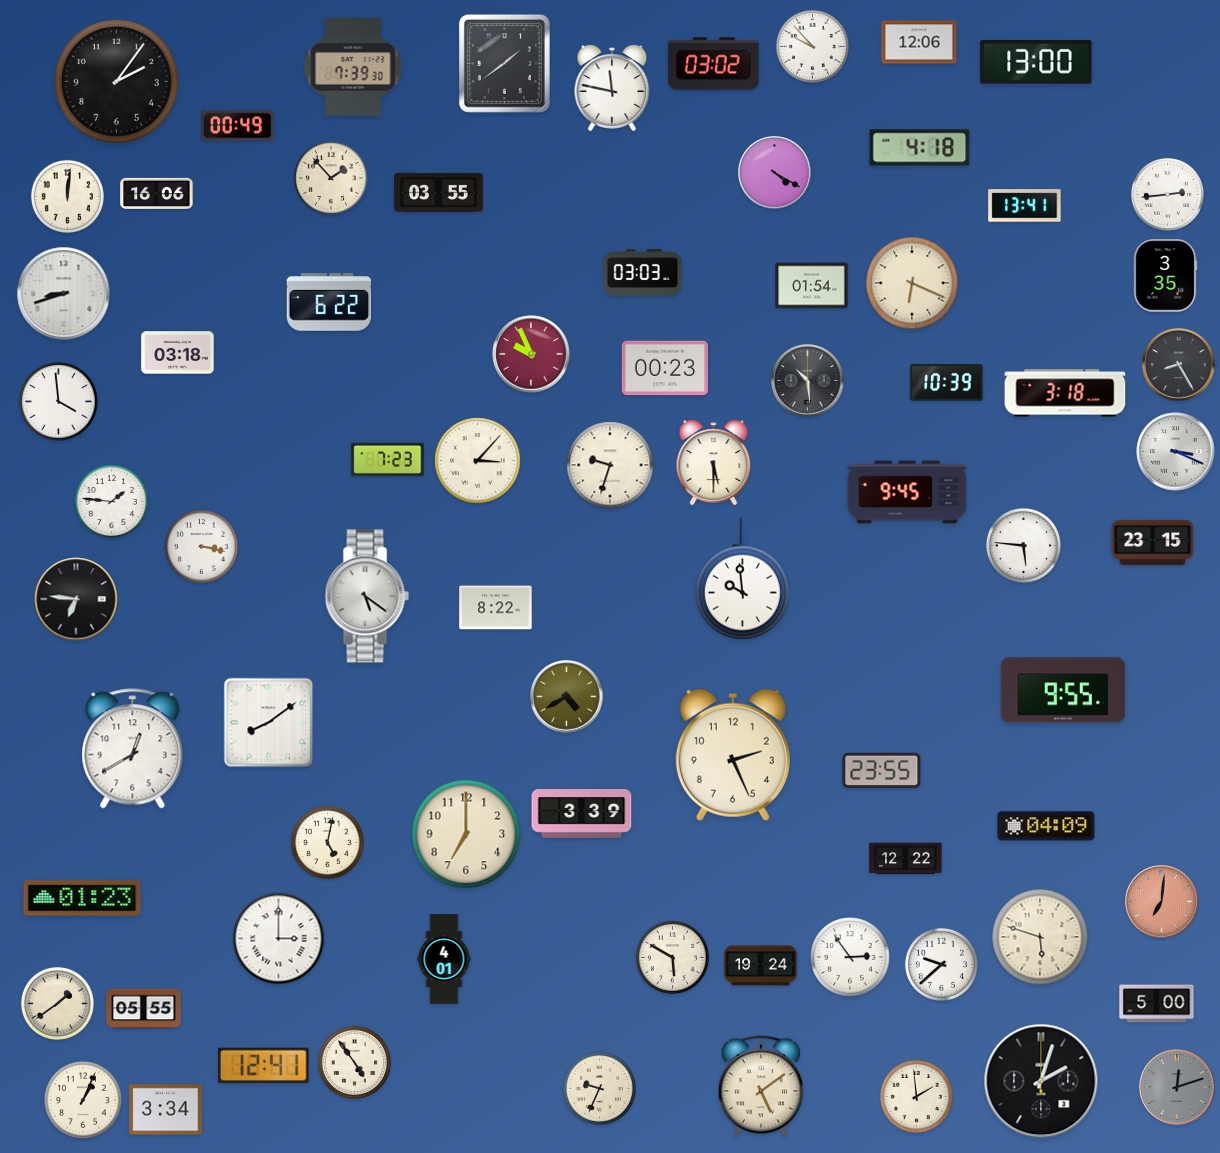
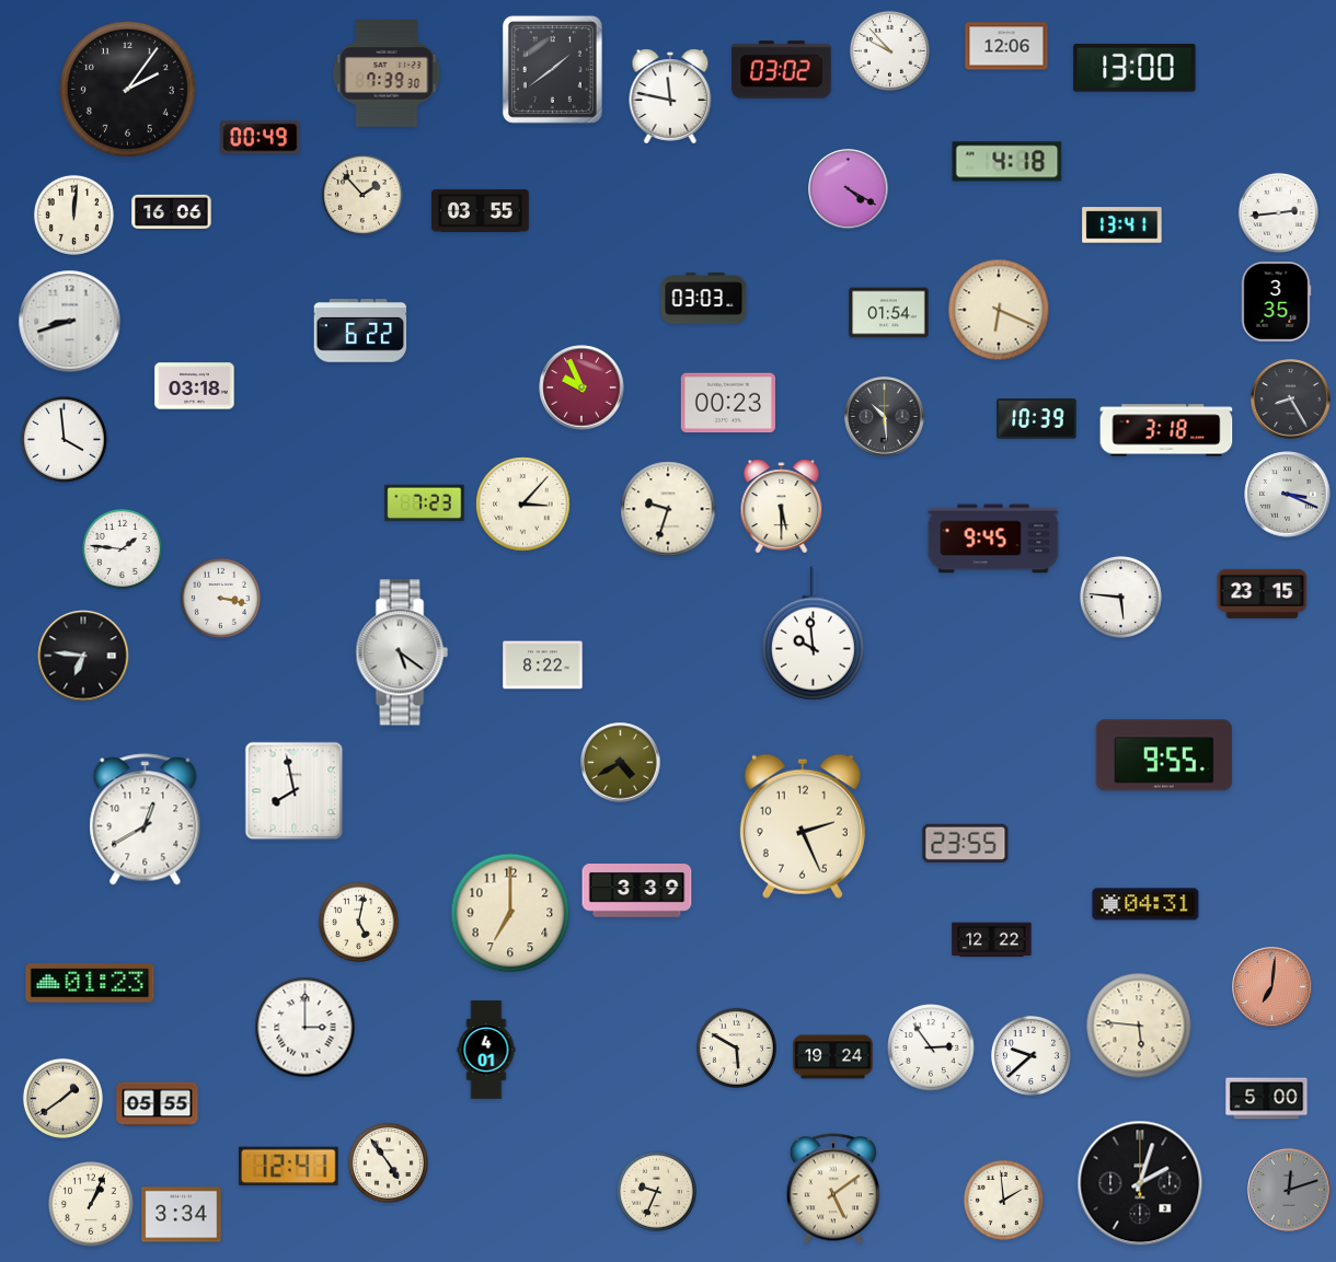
clock at (269, 723): 8:09 -> 7:58
clock at (1046, 826): 04:09 -> 04:31
clock at (1040, 937): 5:48 -> 5:46
